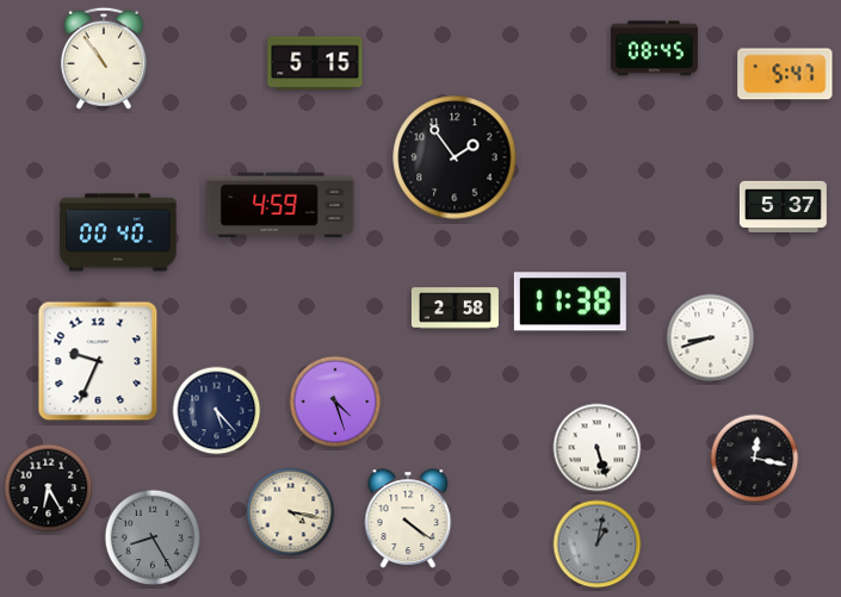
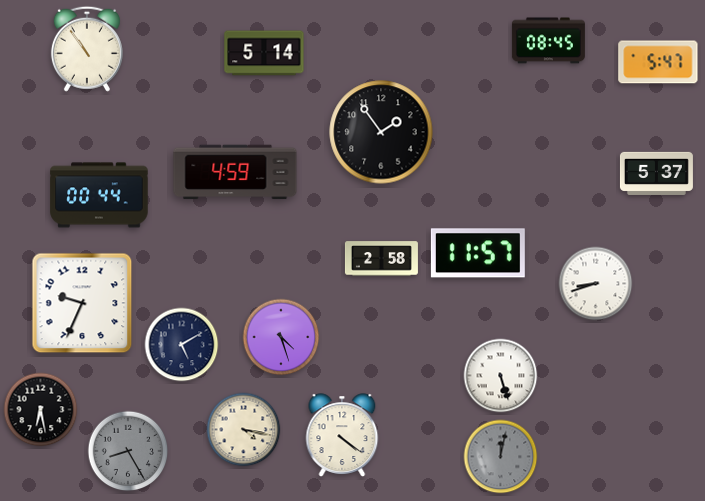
clock at (315, 63): 5:15 -> 5:14
clock at (118, 232): 00:40 -> 00:44
clock at (570, 301): 11:38 -> 11:57
clock at (217, 411): 5:23 -> 5:10
clock at (755, 459): 12:17 -> none
clock at (49, 489): 6:25 -> 6:28
clock at (598, 545): 1:02 -> 12:02
